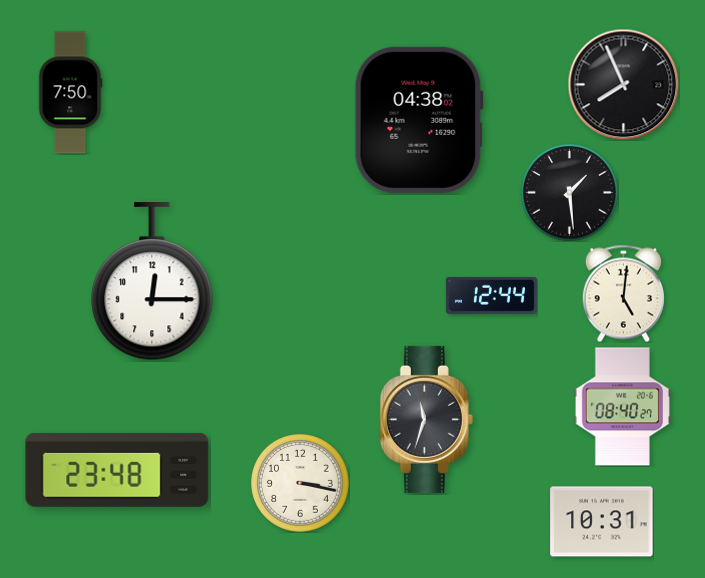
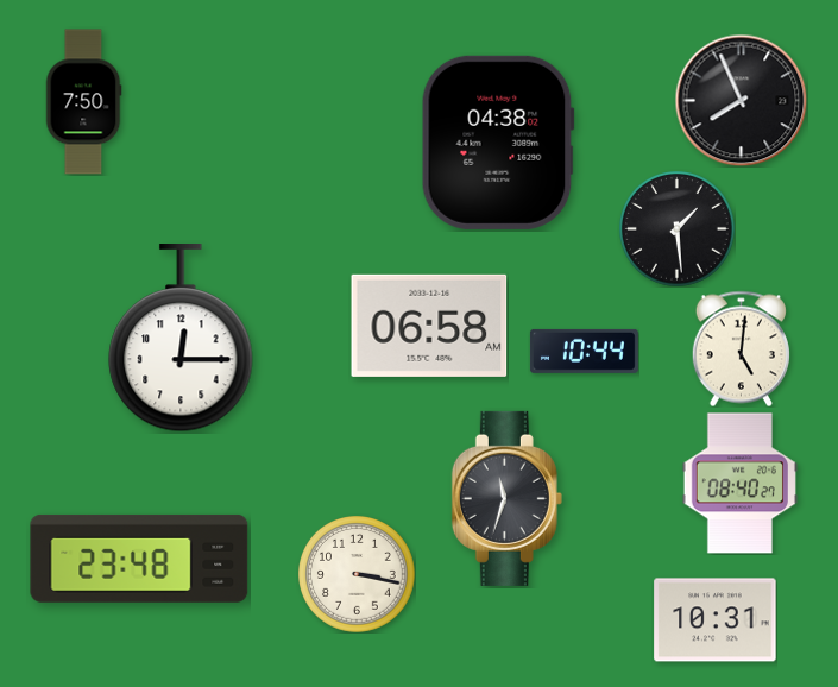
clock at (70, 93) position: (70, 93) -> (83, 102)
clock at (429, 326): none -> 06:58
clock at (152, 282) position: (152, 282) -> (181, 339)
clock at (491, 295): 12:44 -> 10:44
